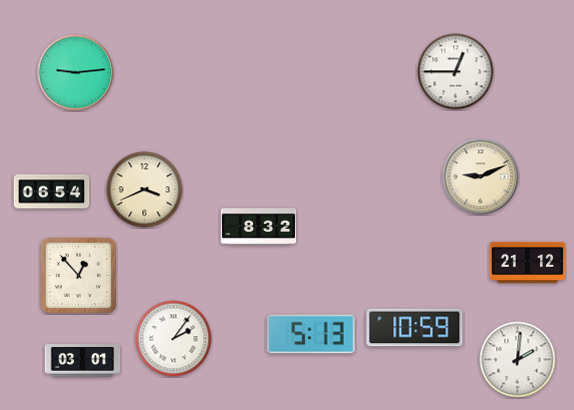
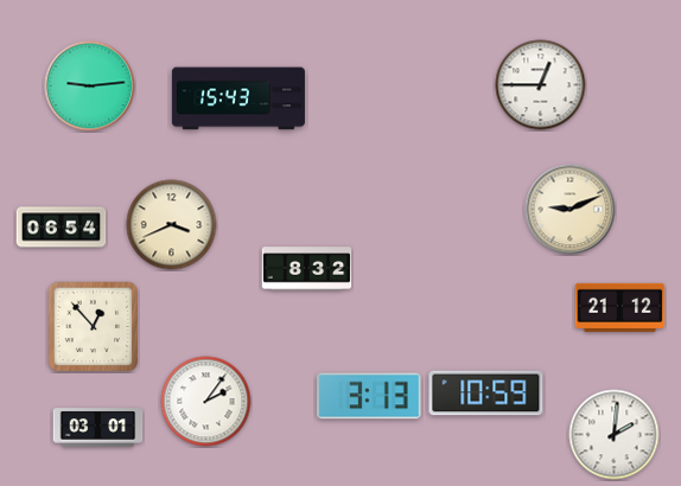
clock at (238, 98): none -> 15:43
clock at (528, 262) position: (528, 262) -> (620, 307)
clock at (415, 328) position: (415, 328) -> (486, 394)
clock at (311, 334): 5:13 -> 3:13
clock at (518, 360) position: (518, 360) -> (615, 435)
